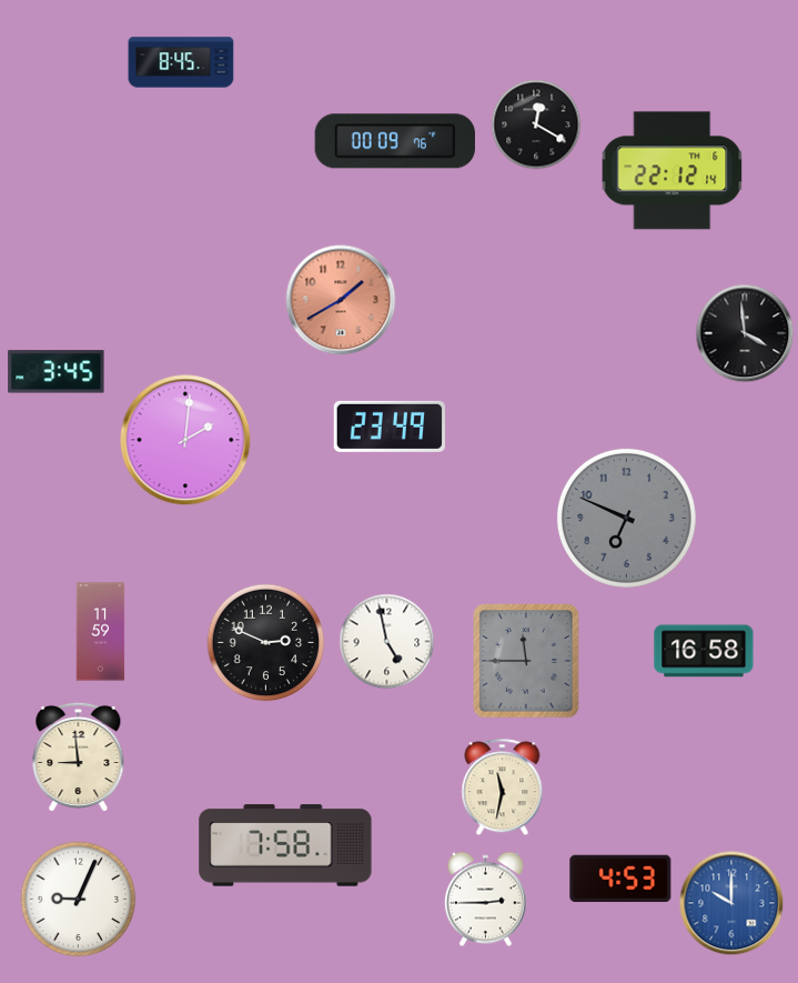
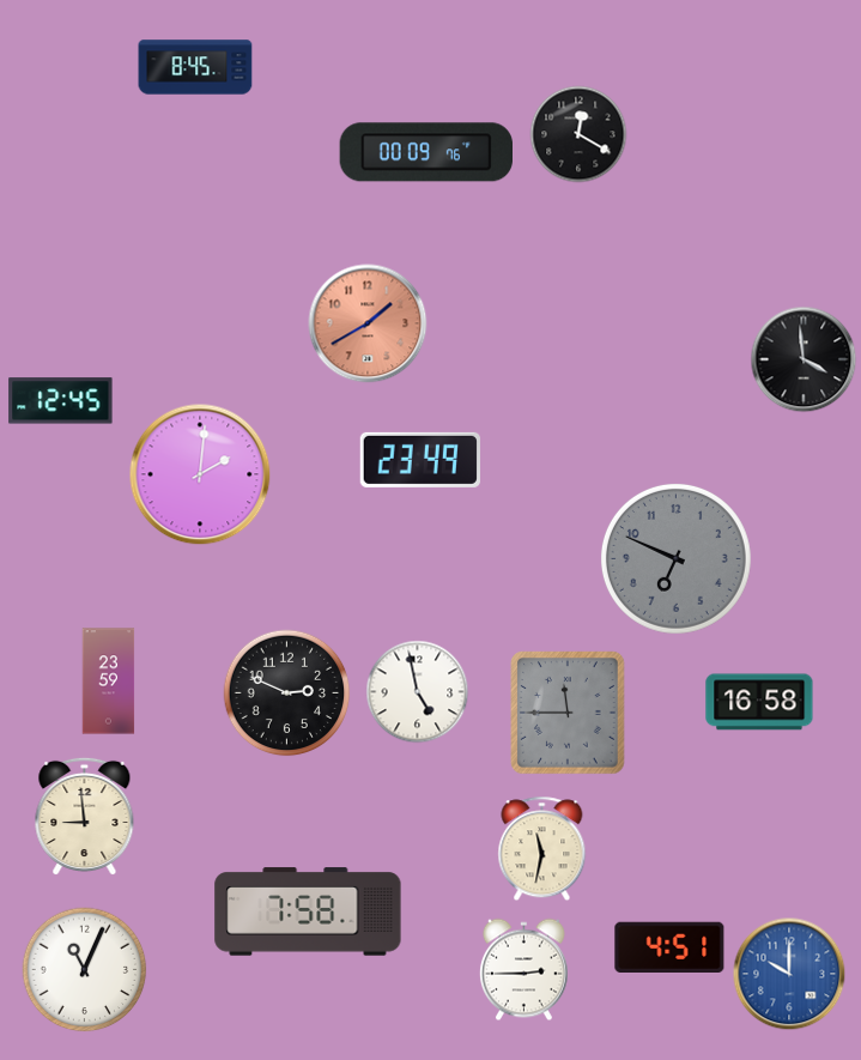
clock at (673, 171): 22:12 -> none
clock at (57, 372): 3:45 -> 12:45
clock at (101, 632): 11:59 -> 23:59
clock at (620, 877): 4:53 -> 4:51
clock at (79, 900): 9:04 -> 11:04
